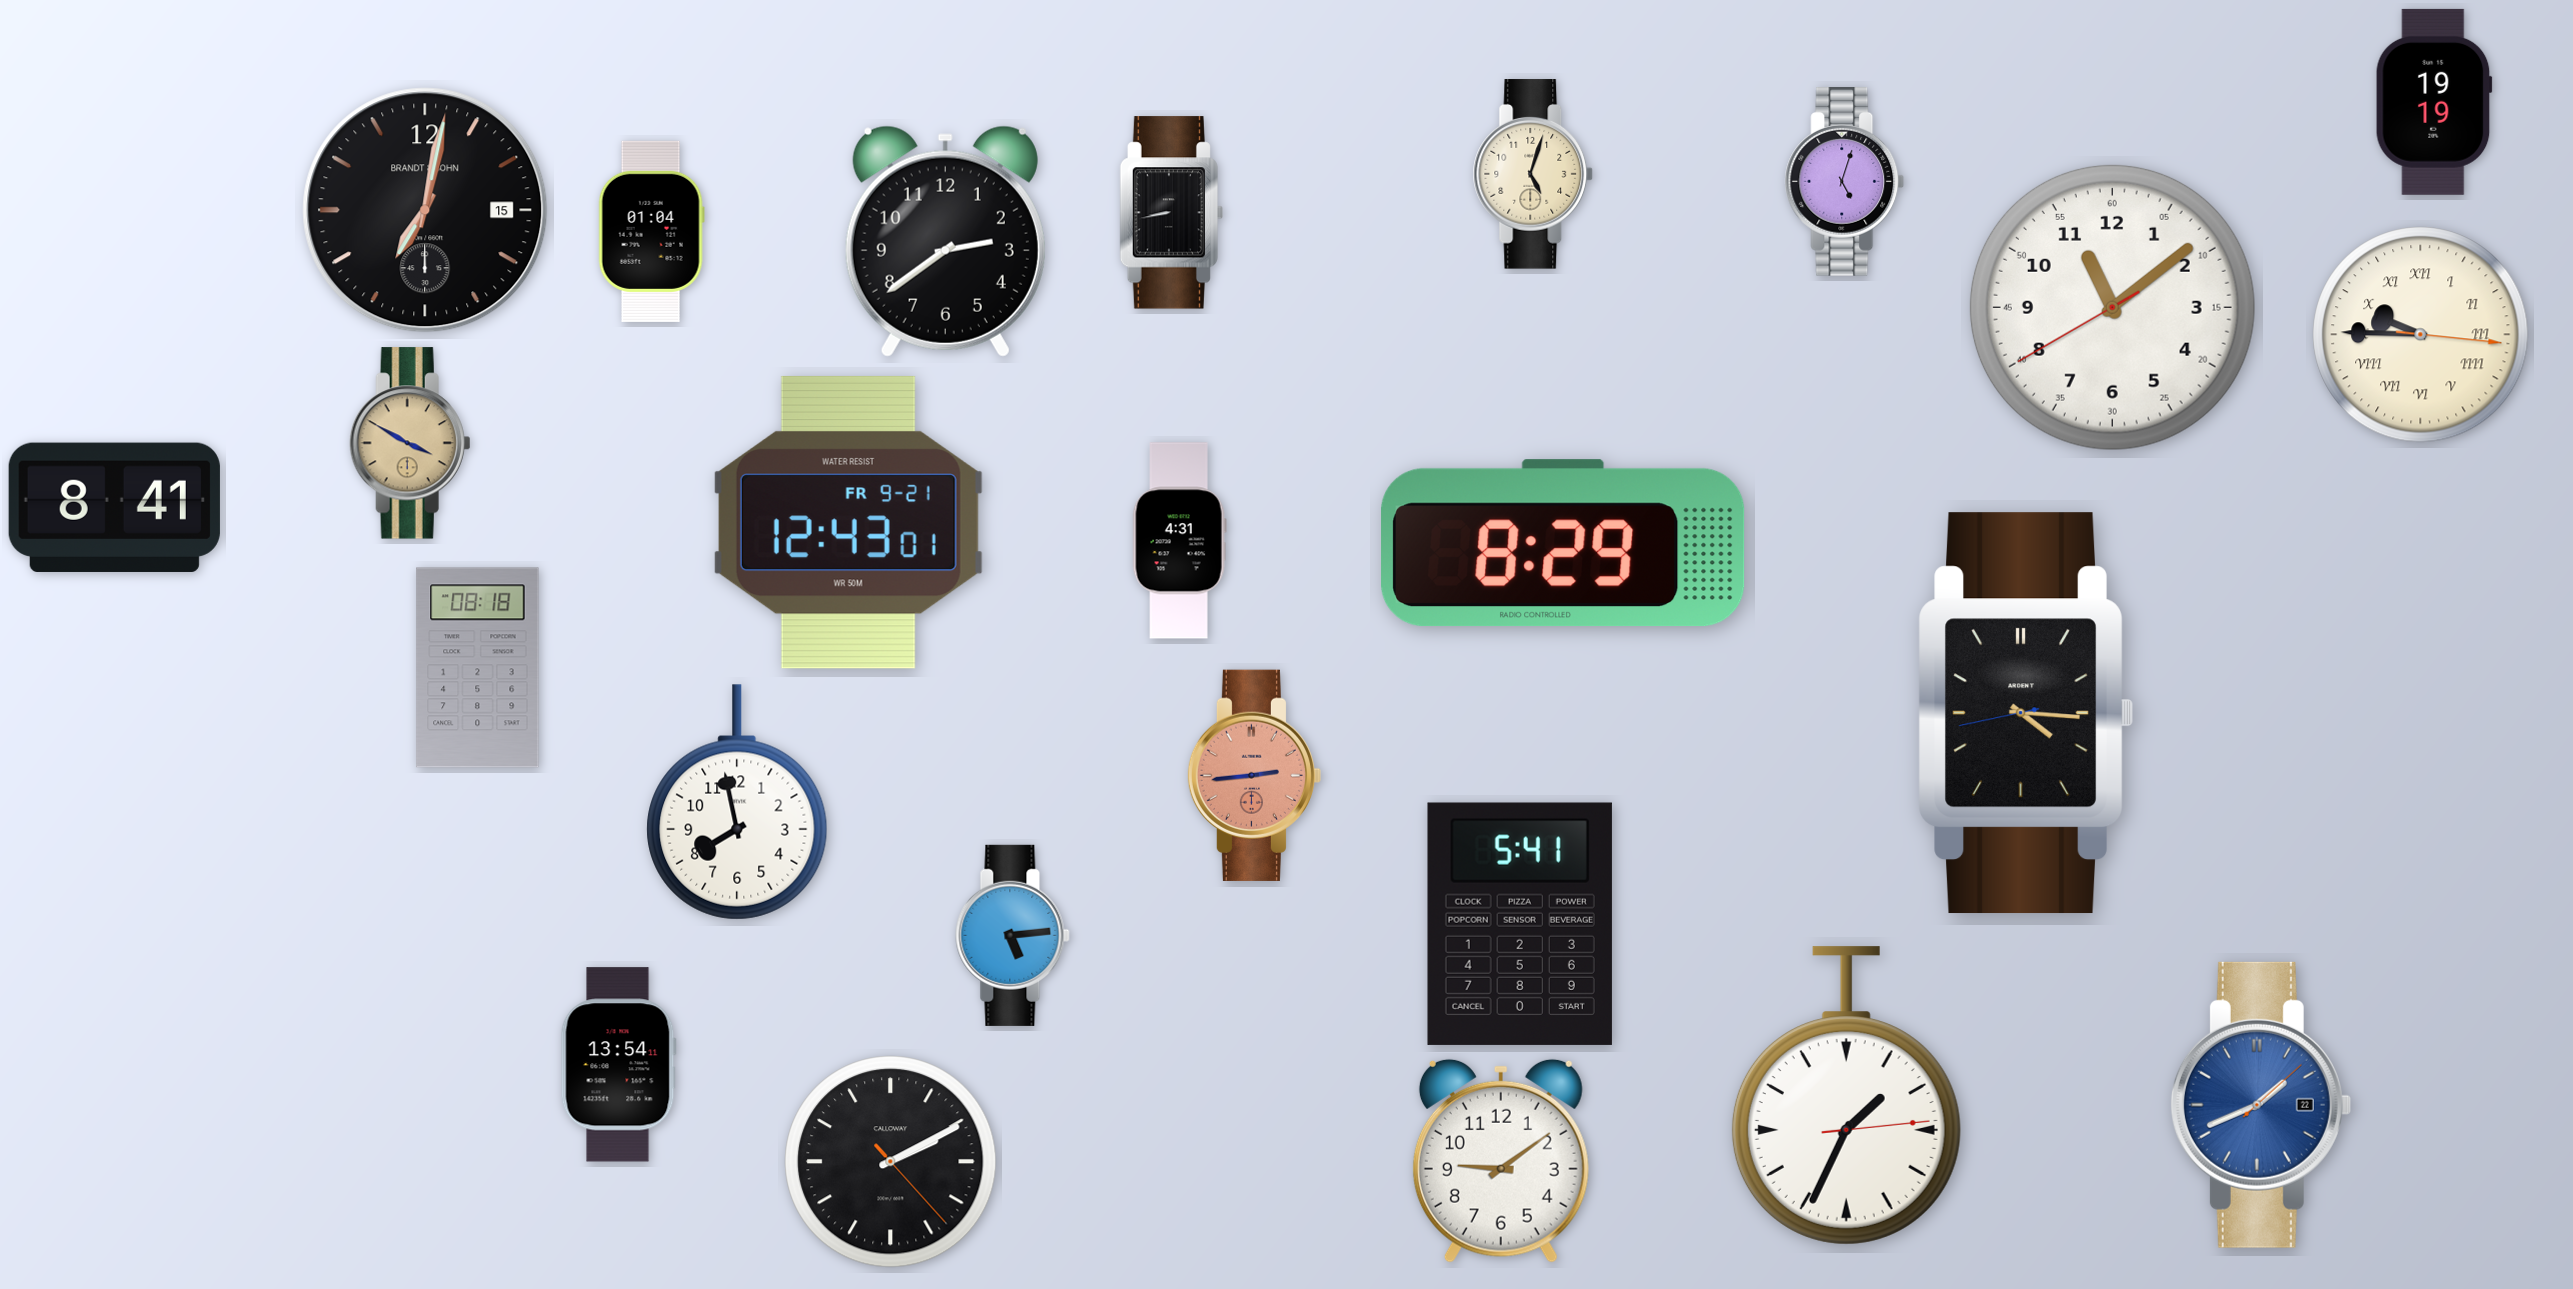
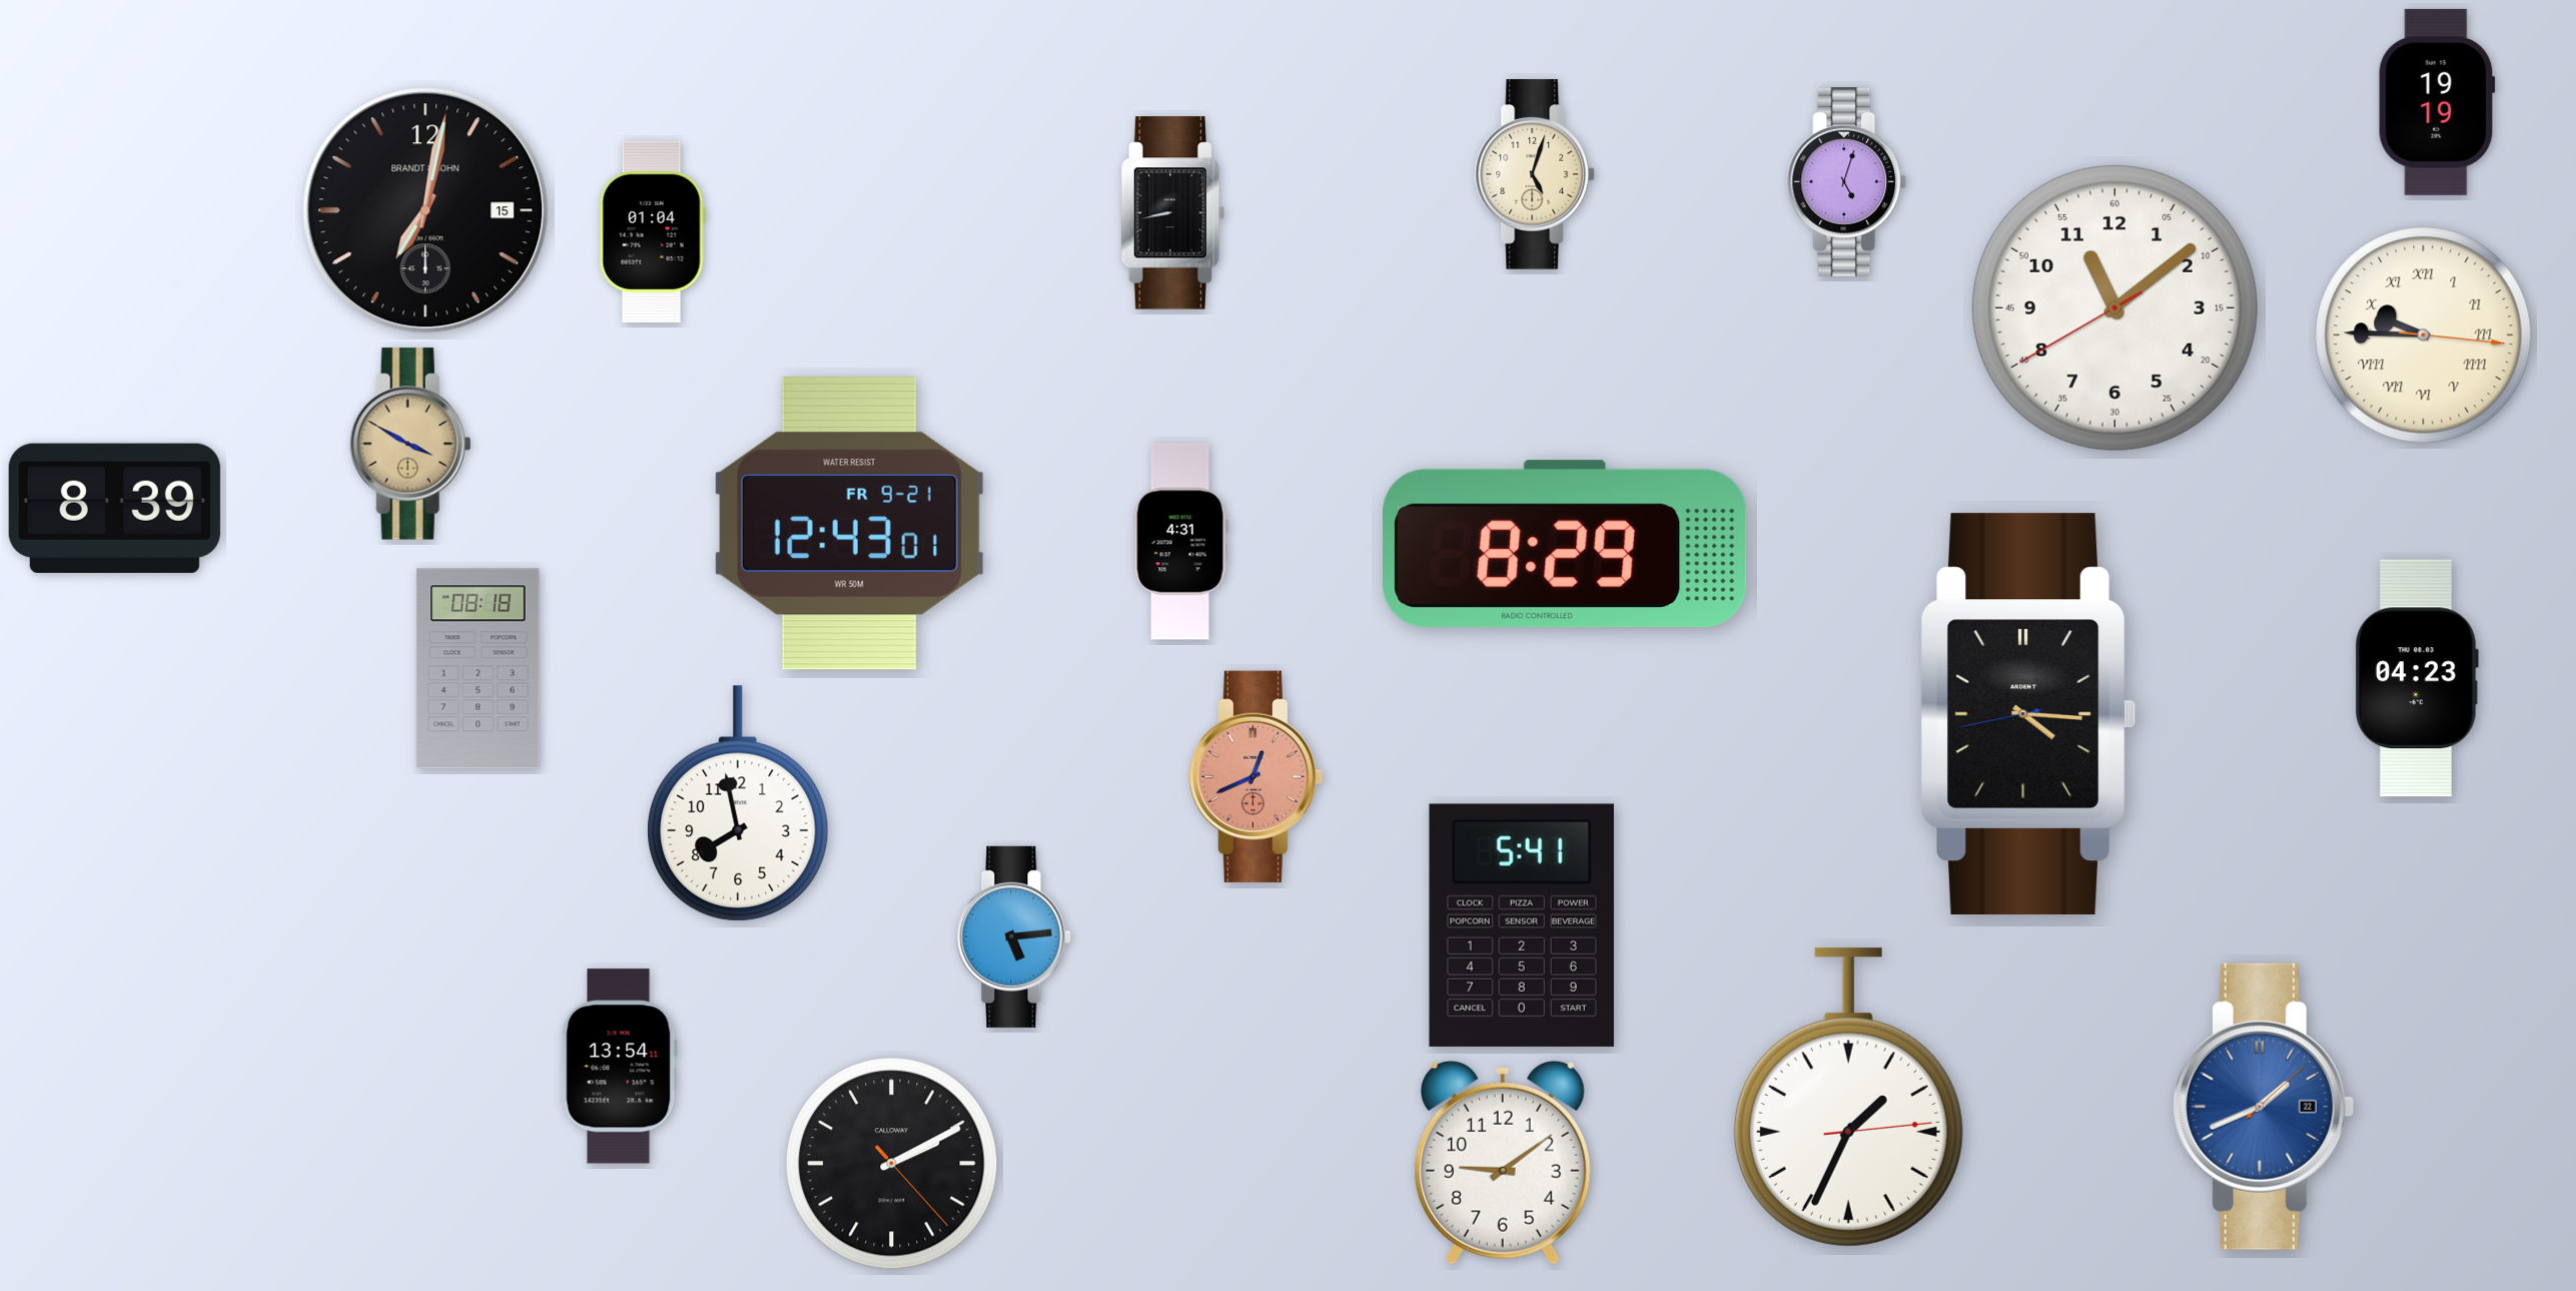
clock at (945, 241): 2:39 -> none
clock at (114, 507): 8:41 -> 8:39
clock at (2417, 678): none -> 04:23
clock at (1254, 775): 2:44 -> 12:41
